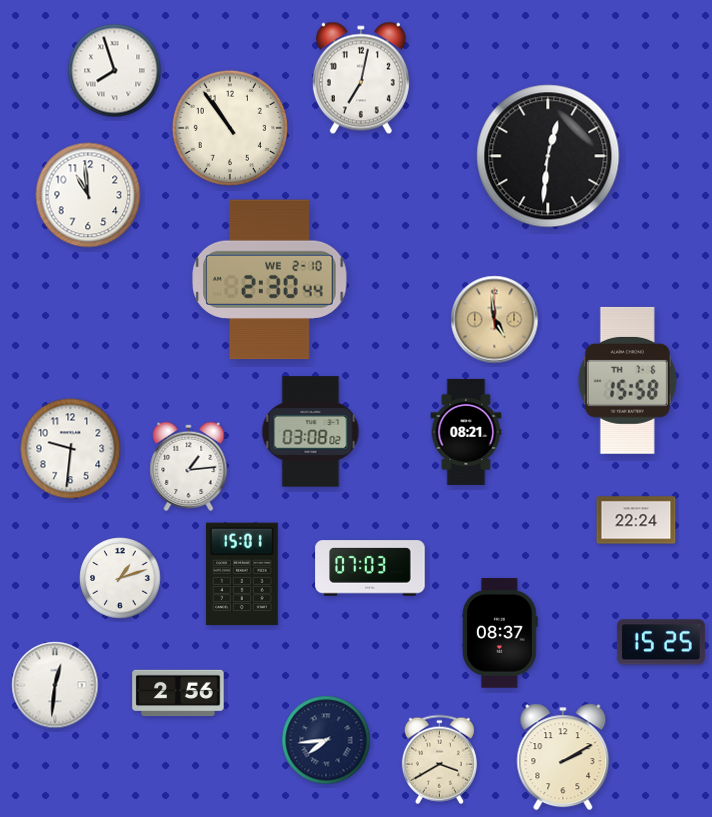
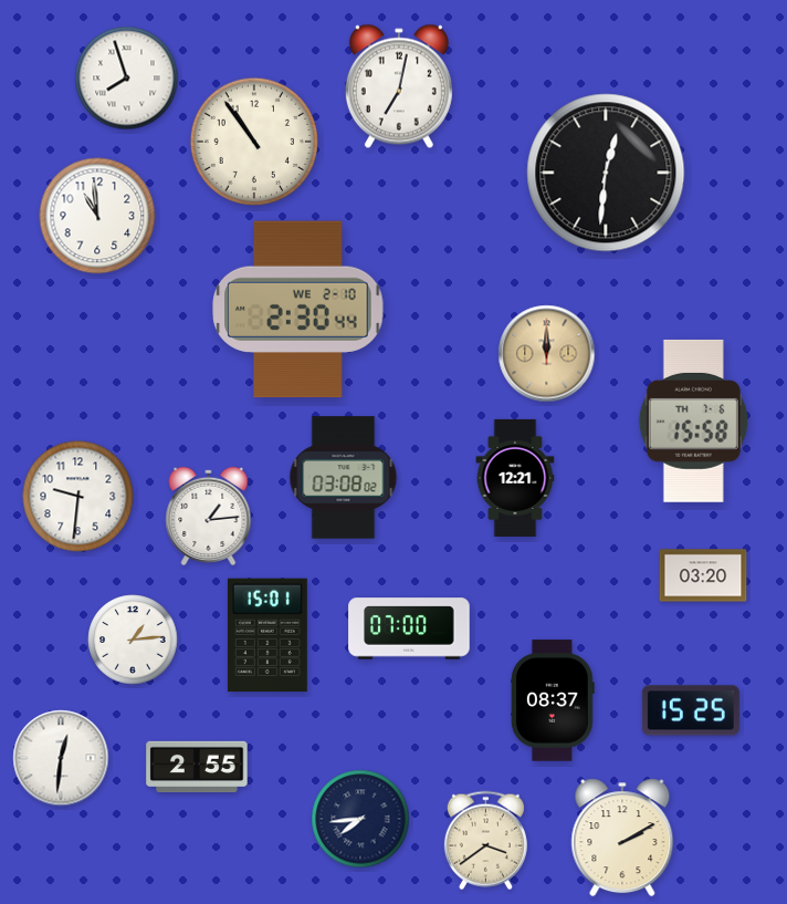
clock at (495, 320): 4:59 -> 12:00
clock at (466, 432): 08:21 -> 12:21
clock at (636, 520): 22:24 -> 03:20
clock at (370, 568): 07:03 -> 07:00
clock at (120, 578): 1:12 -> 1:14
clock at (661, 642) position: (661, 642) -> (691, 710)
clock at (178, 693): 2:56 -> 2:55
clock at (439, 760): 3:40 -> 3:39
